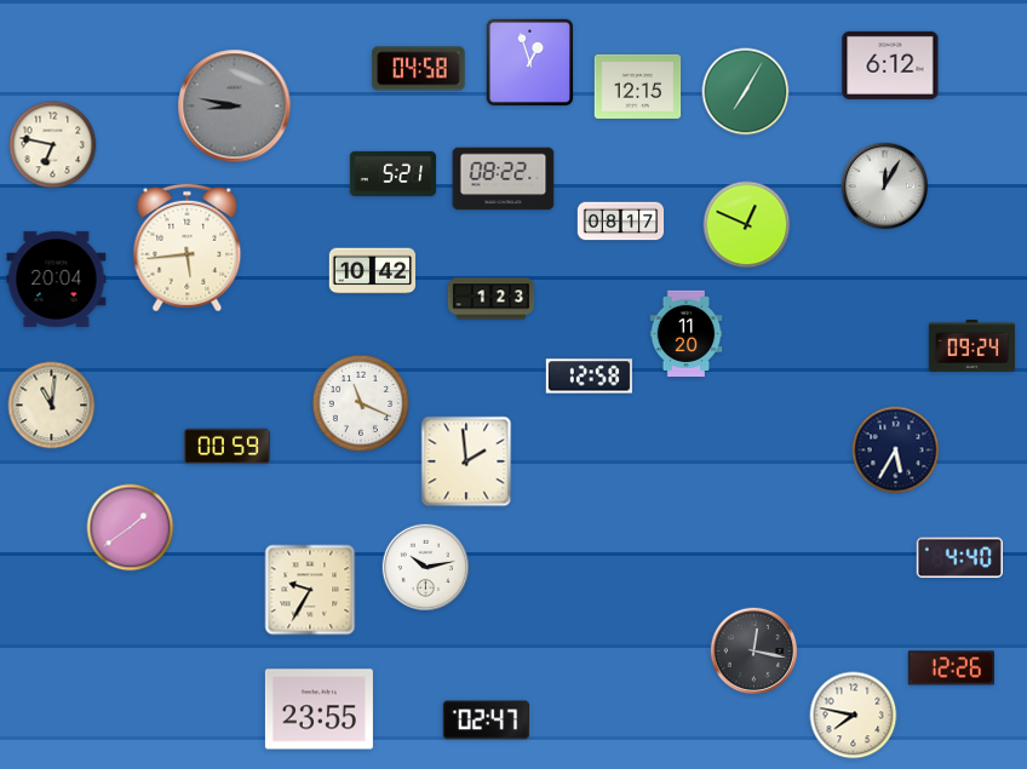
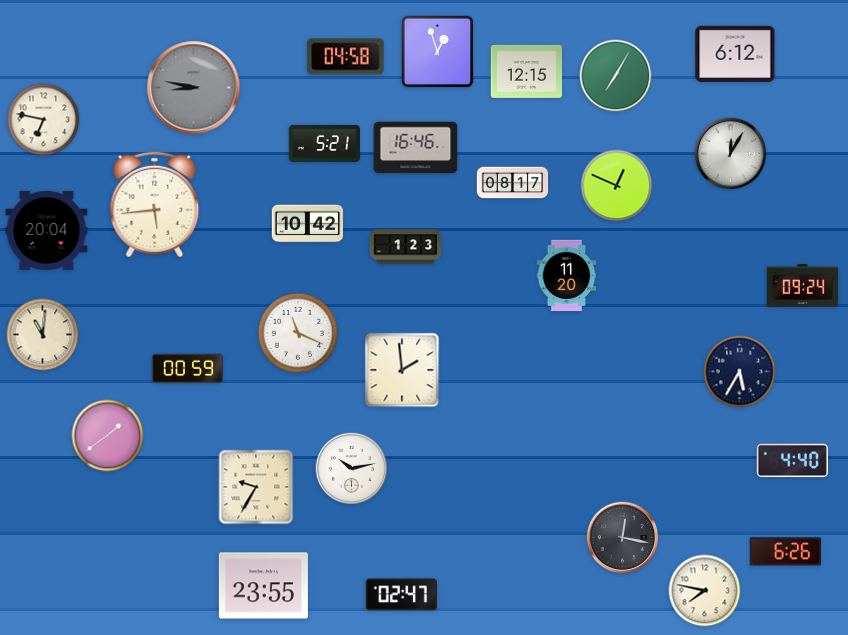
clock at (504, 179): 08:22 -> 16:46
clock at (589, 377): 12:58 -> none
clock at (466, 461) position: (466, 461) -> (402, 370)
clock at (951, 668): 12:26 -> 6:26
